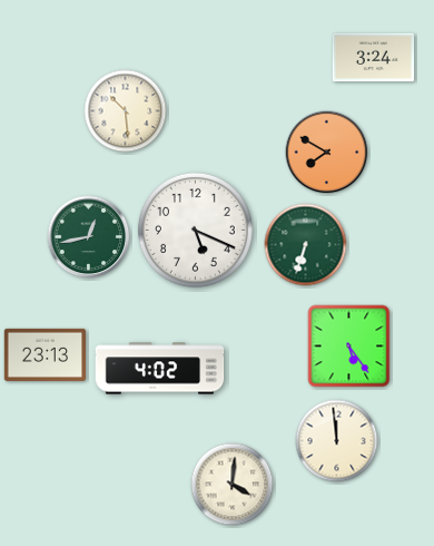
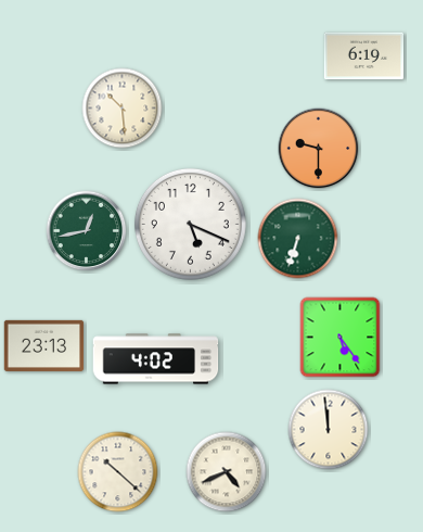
clock at (374, 58): 3:24 -> 6:19
clock at (327, 153): 7:50 -> 9:30
clock at (118, 472): none -> 10:22
clock at (233, 485): 4:01 -> 4:41
